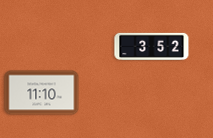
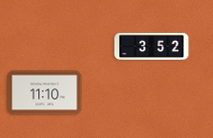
clock at (42, 93) position: (42, 93) -> (45, 93)
